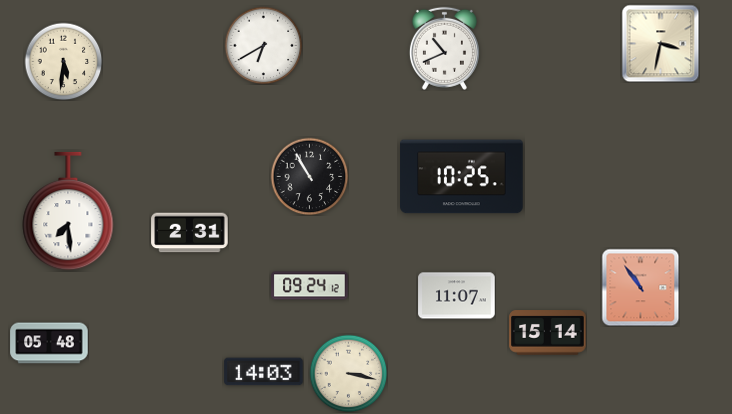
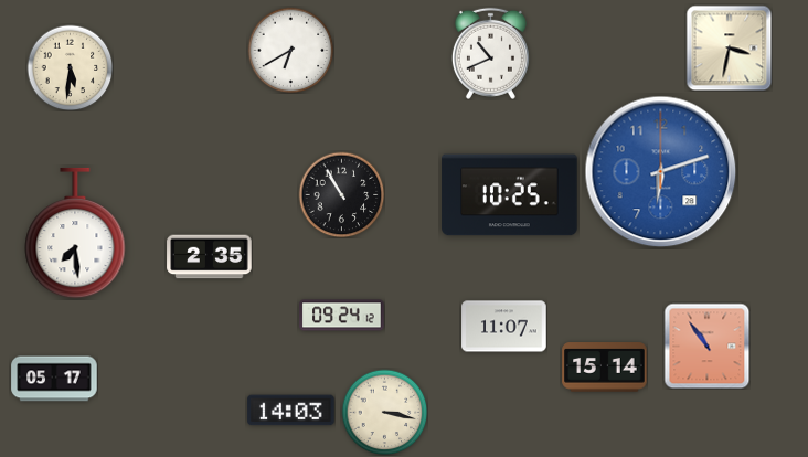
clock at (661, 172): none -> 6:12
clock at (190, 233): 2:31 -> 2:35
clock at (640, 287) position: (640, 287) -> (706, 346)
clock at (49, 343): 05:48 -> 05:17
